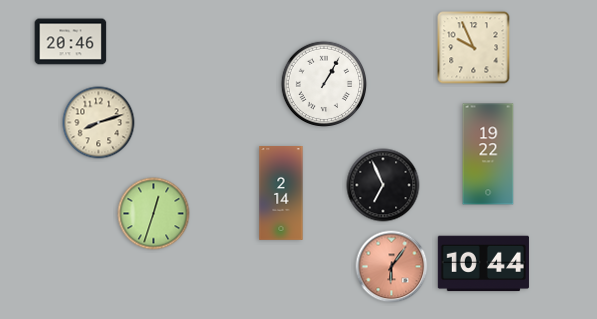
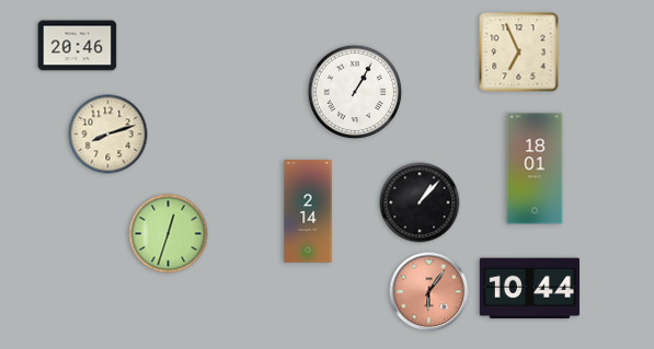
clock at (474, 48): 9:56 -> 6:56
clock at (488, 154): 19:22 -> 18:01
clock at (383, 185): 6:56 -> 1:07
